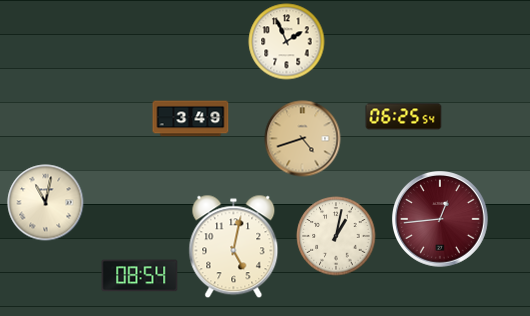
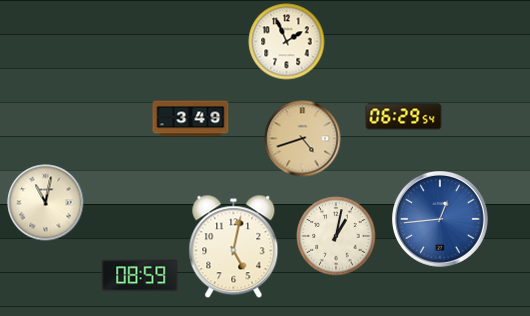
clock at (404, 117): 06:25 -> 06:29
clock at (441, 220) dial: burgundy -> blue
clock at (140, 276): 08:54 -> 08:59
